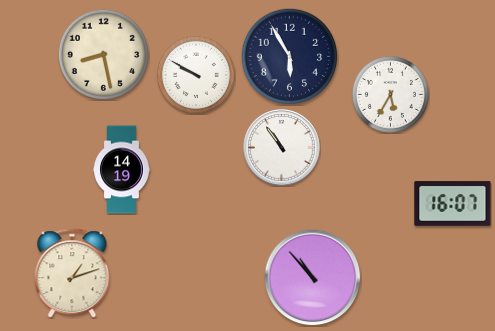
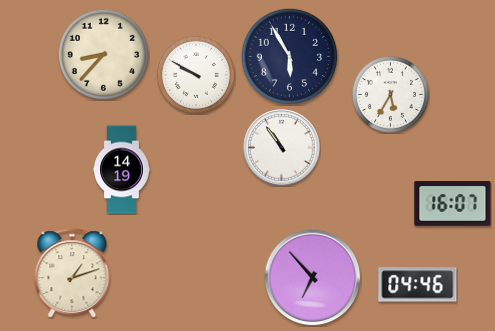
clock at (103, 54): 8:28 -> 8:37
clock at (313, 278): 10:53 -> 6:53
clock at (418, 285): none -> 04:46
